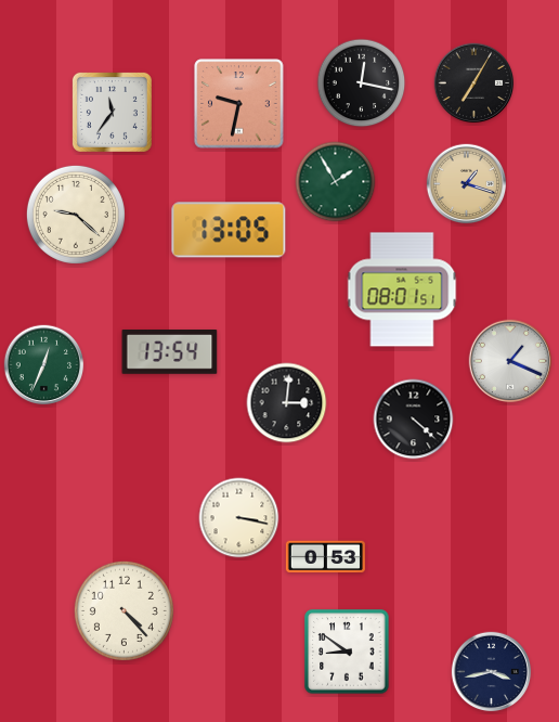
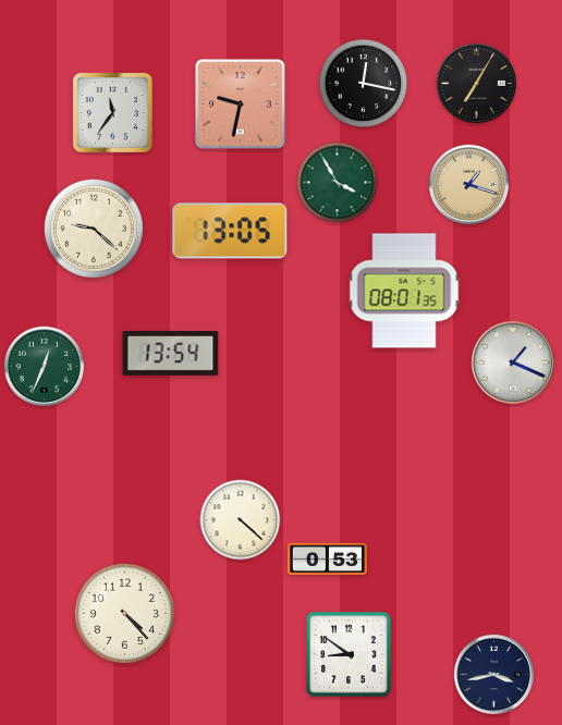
clock at (336, 182): 1:55 -> 3:55
clock at (76, 215) position: (76, 215) -> (94, 229)
clock at (402, 289): 08:01:51 -> 08:01:35
clock at (287, 403): 3:01 -> none
clock at (414, 420): 4:22 -> none
clock at (239, 518): 3:17 -> 4:22
